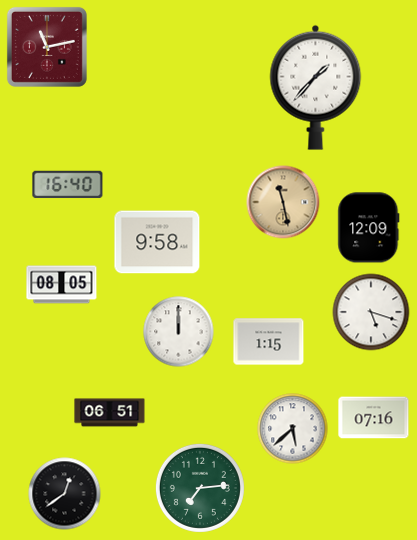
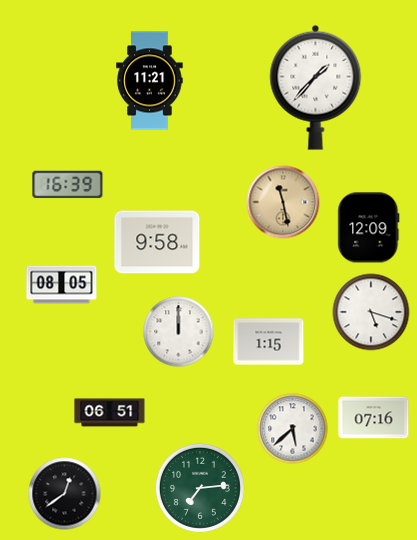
clock at (47, 47): 11:13 -> none
clock at (150, 81): none -> 11:21
clock at (68, 185): 16:40 -> 16:39
